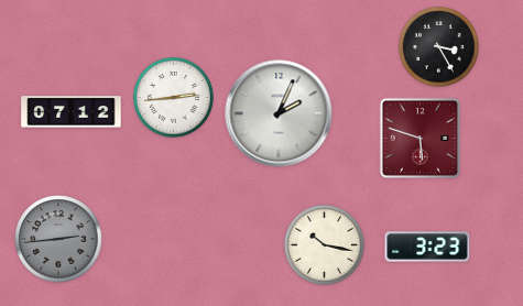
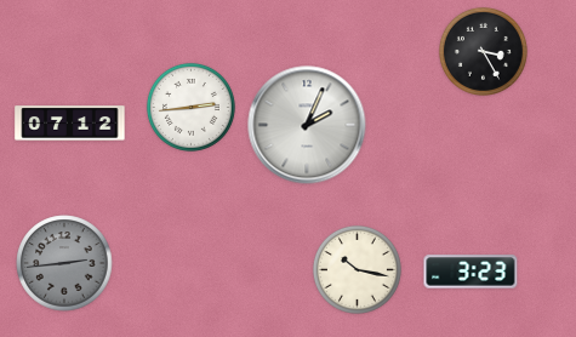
clock at (72, 112) position: (72, 112) -> (70, 124)
clock at (420, 138): 5:48 -> none
